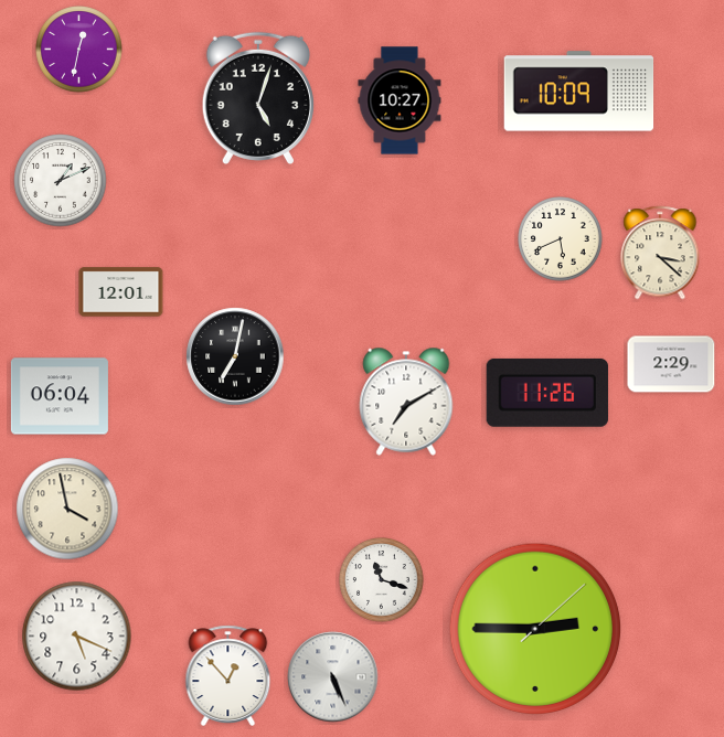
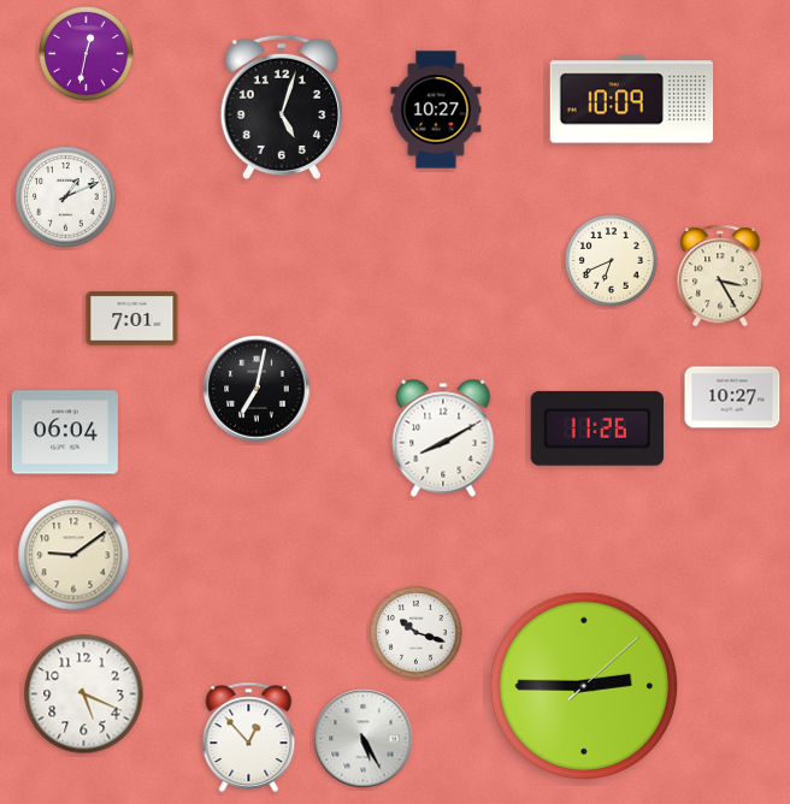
clock at (561, 239): 5:41 -> 6:41
clock at (660, 253): 3:22 -> 3:25
clock at (121, 292): 12:01 -> 7:01
clock at (671, 364): 2:29 -> 10:27
clock at (406, 402): 7:10 -> 8:10
clock at (67, 509): 3:58 -> 9:09
clock at (382, 580): 11:18 -> 10:18
clock at (333, 677): 5:26 -> 5:25
